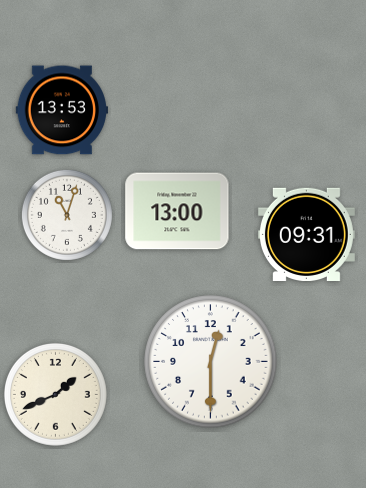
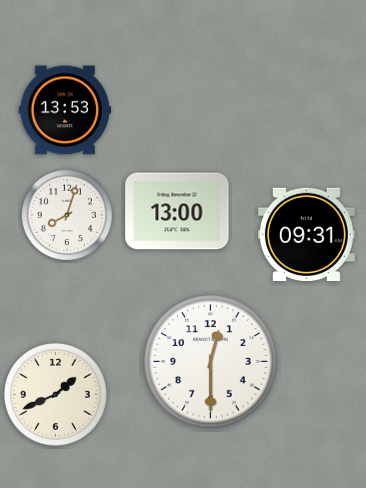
clock at (61, 110) position: (61, 110) -> (64, 110)
clock at (67, 215): 11:03 -> 8:03
